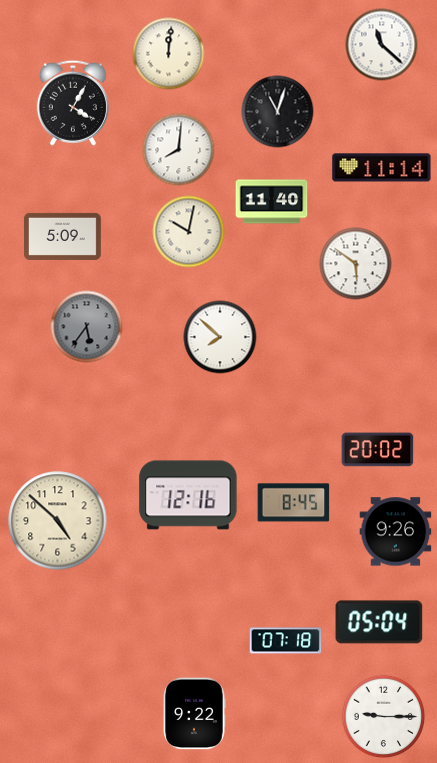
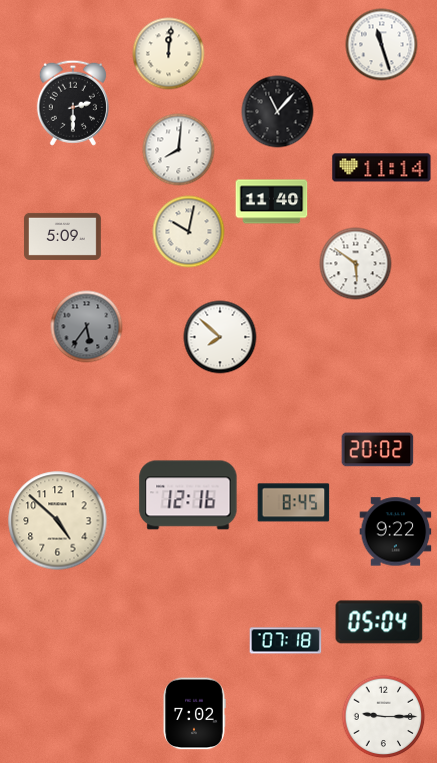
clock at (382, 45): 11:22 -> 11:27
clock at (73, 103): 4:05 -> 2:30
clock at (278, 112): 11:03 -> 11:07
clock at (396, 532): 9:26 -> 9:22
clock at (194, 714): 9:22 -> 7:02
